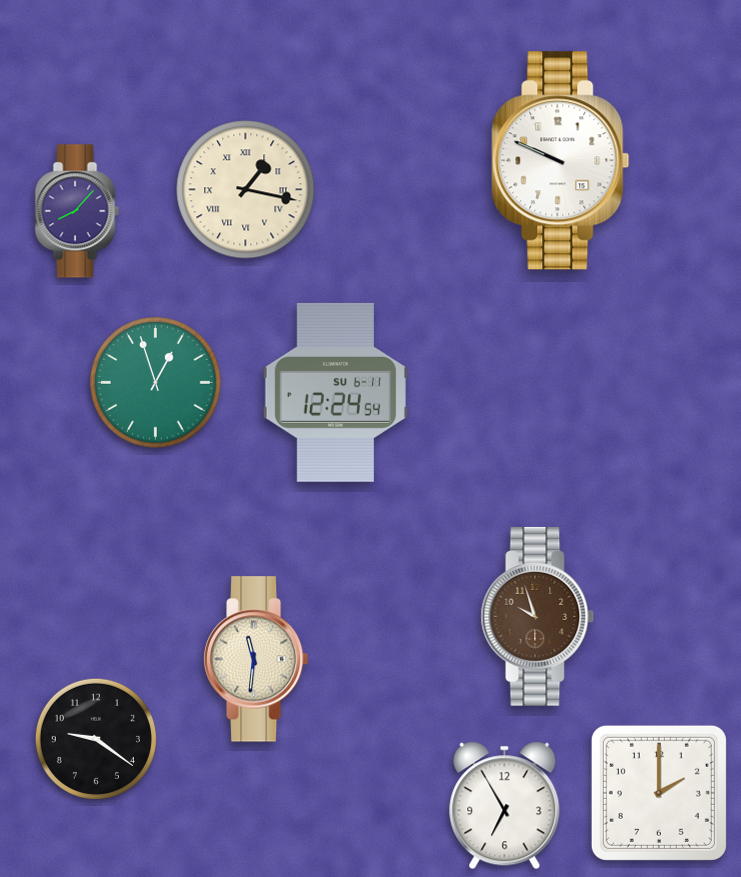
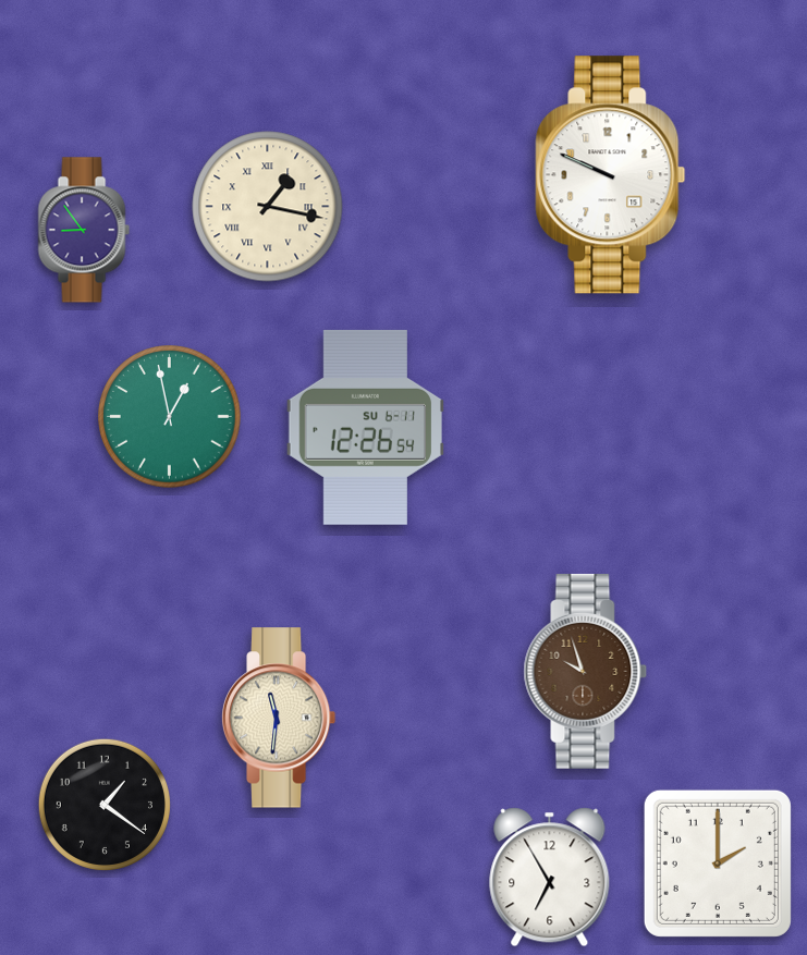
clock at (77, 211): 8:07 -> 8:54
clock at (156, 383): 12:57 -> 12:58
clock at (335, 392): 12:24 -> 12:26
clock at (96, 739): 9:21 -> 1:21
